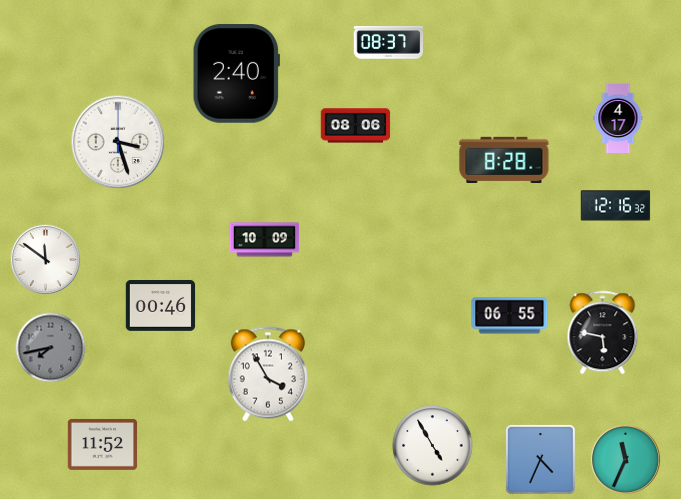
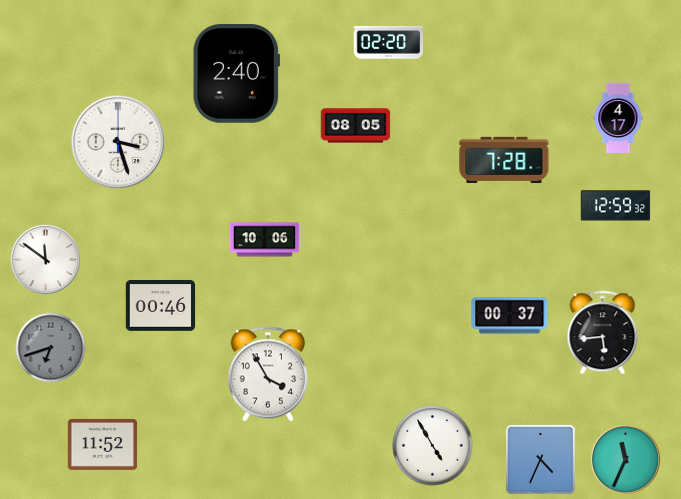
clock at (389, 43): 08:37 -> 02:20
clock at (356, 126): 08:06 -> 08:05
clock at (504, 160): 8:28 -> 7:28
clock at (616, 206): 12:16 -> 12:59
clock at (265, 240): 10:09 -> 10:06
clock at (510, 316): 06:55 -> 00:37
clock at (603, 333): 5:47 -> 5:44
clock at (51, 348): 7:43 -> 6:42
